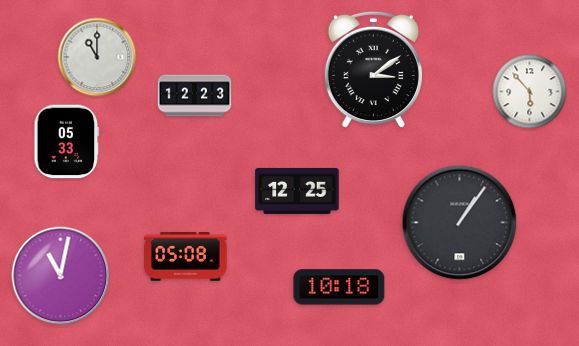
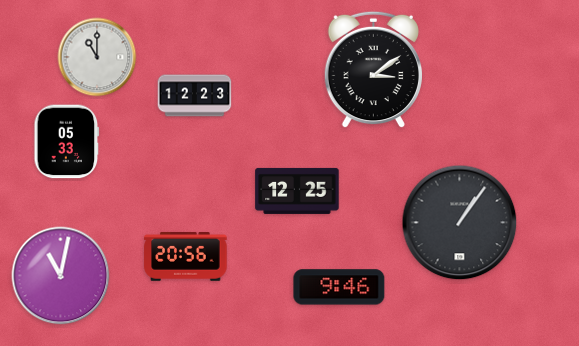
clock at (530, 92): 5:53 -> none
clock at (186, 257): 05:08 -> 20:56
clock at (339, 287): 10:18 -> 9:46
